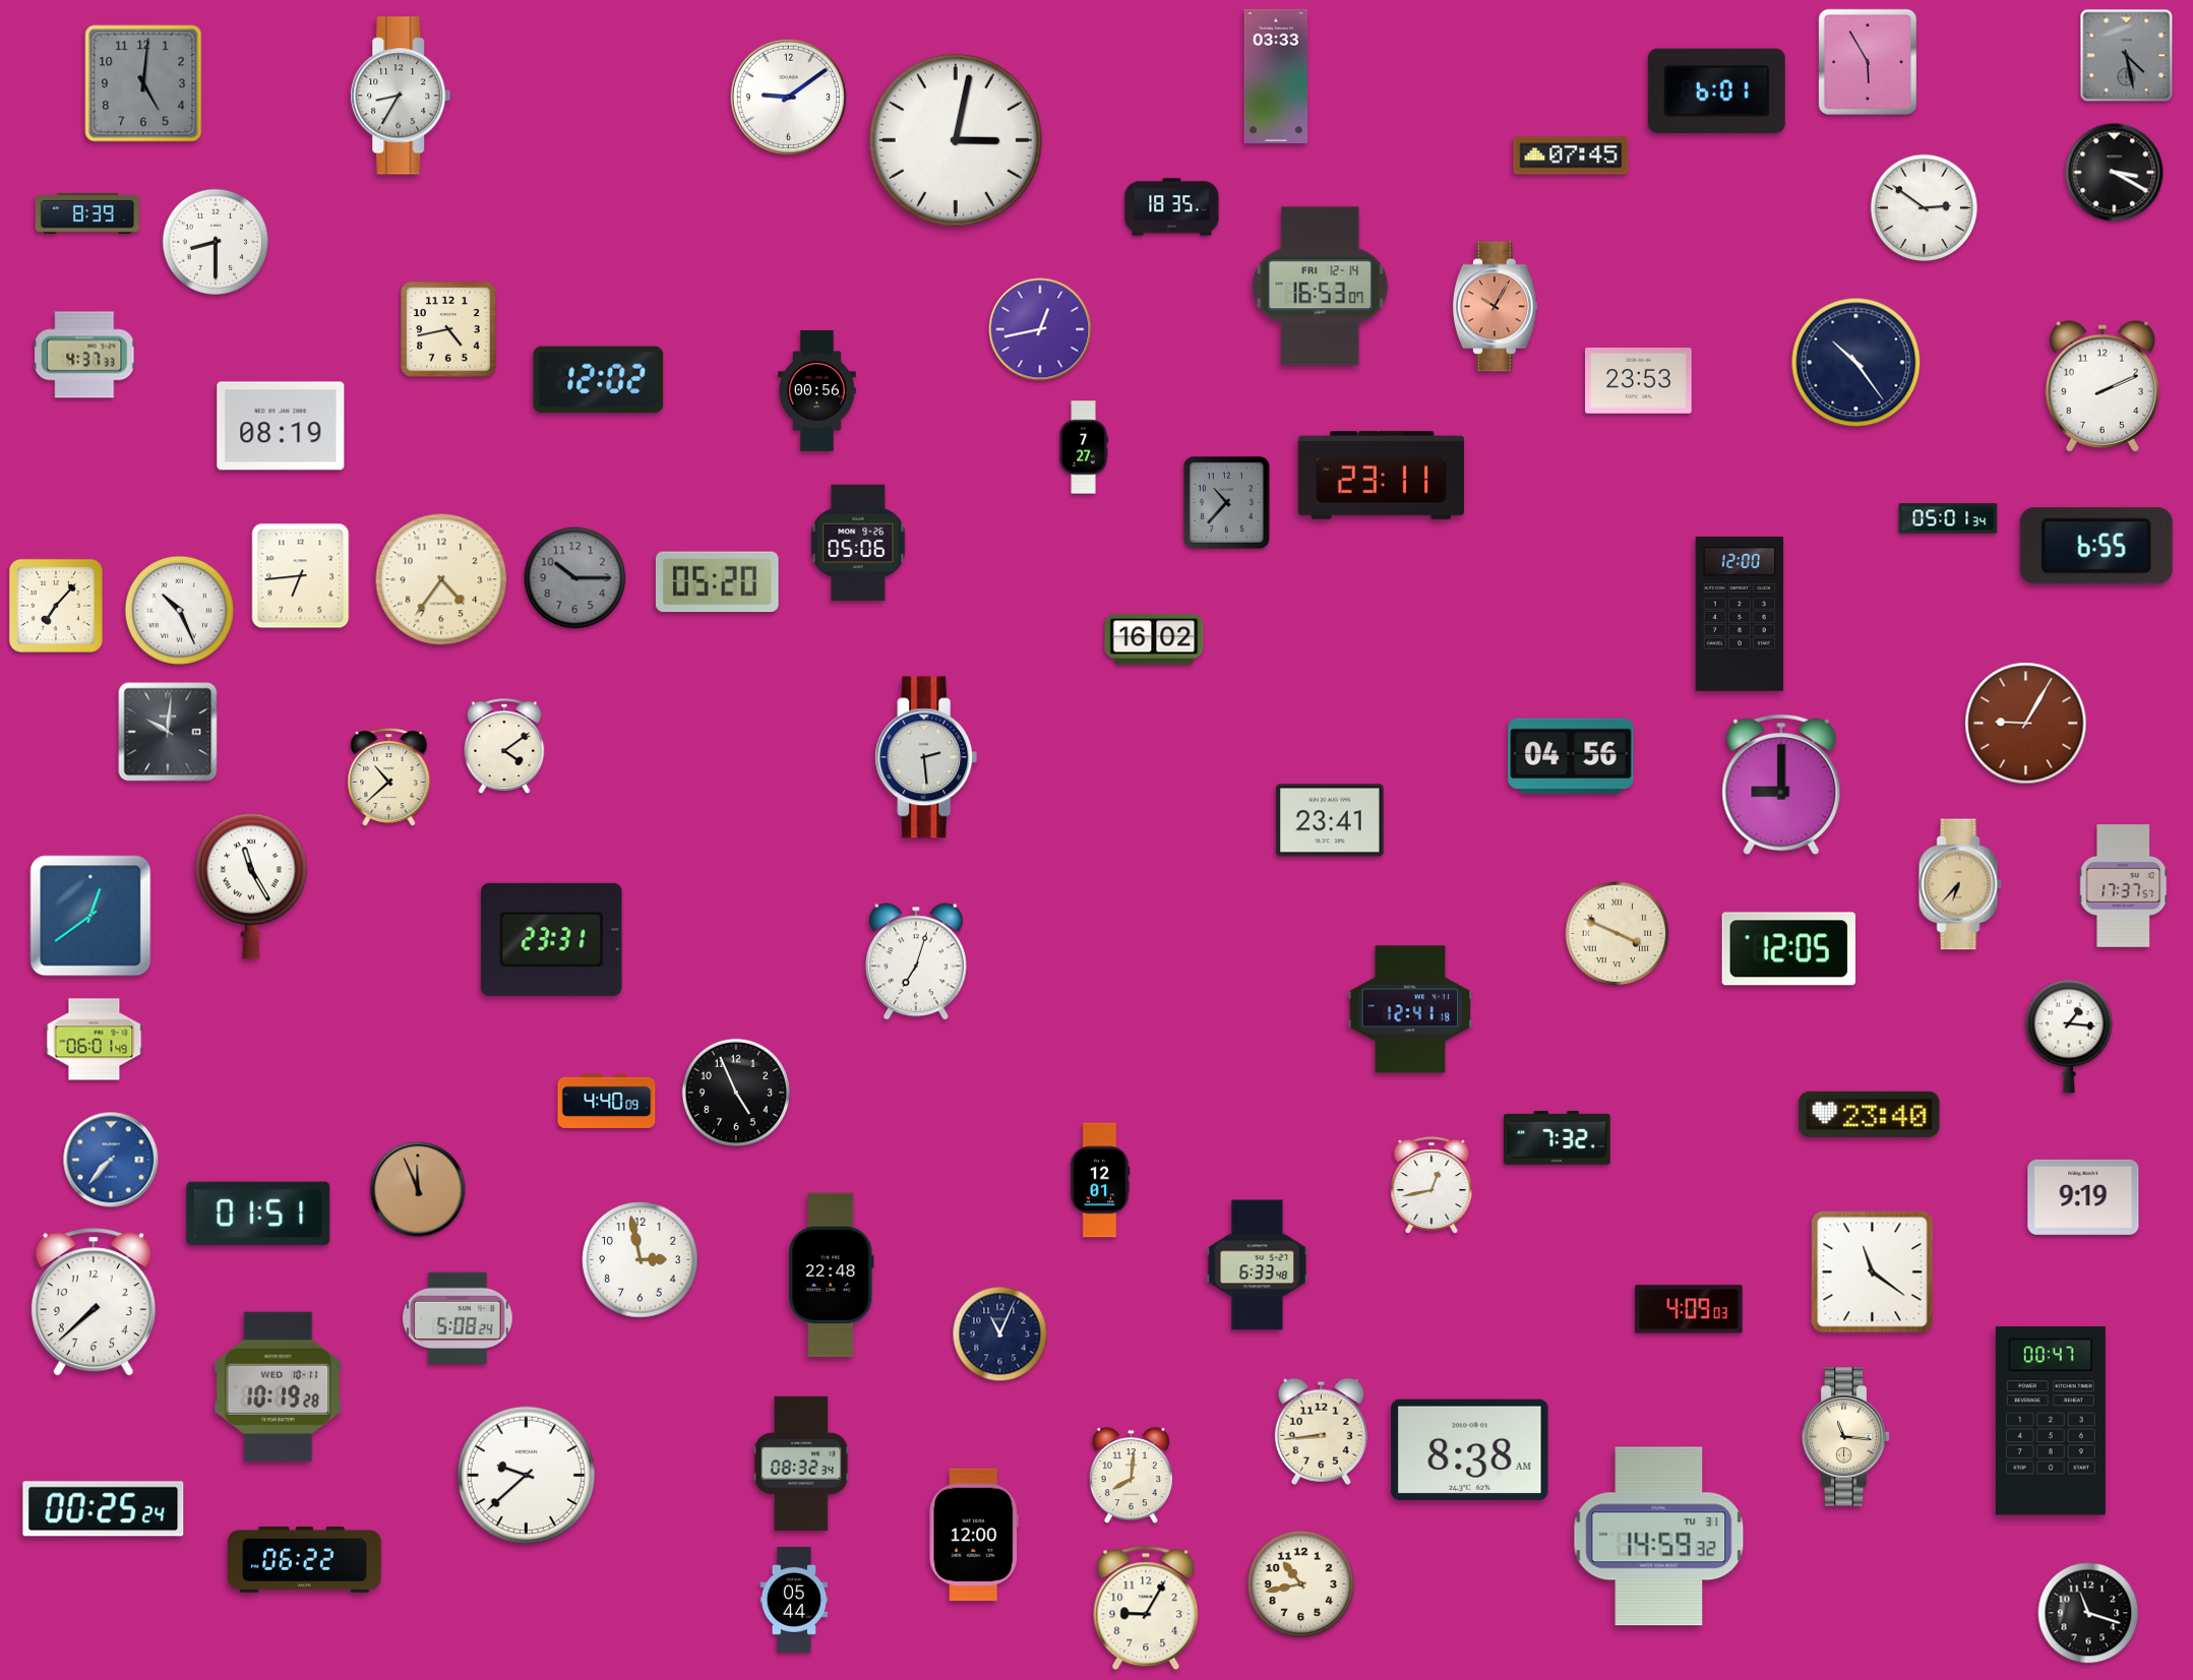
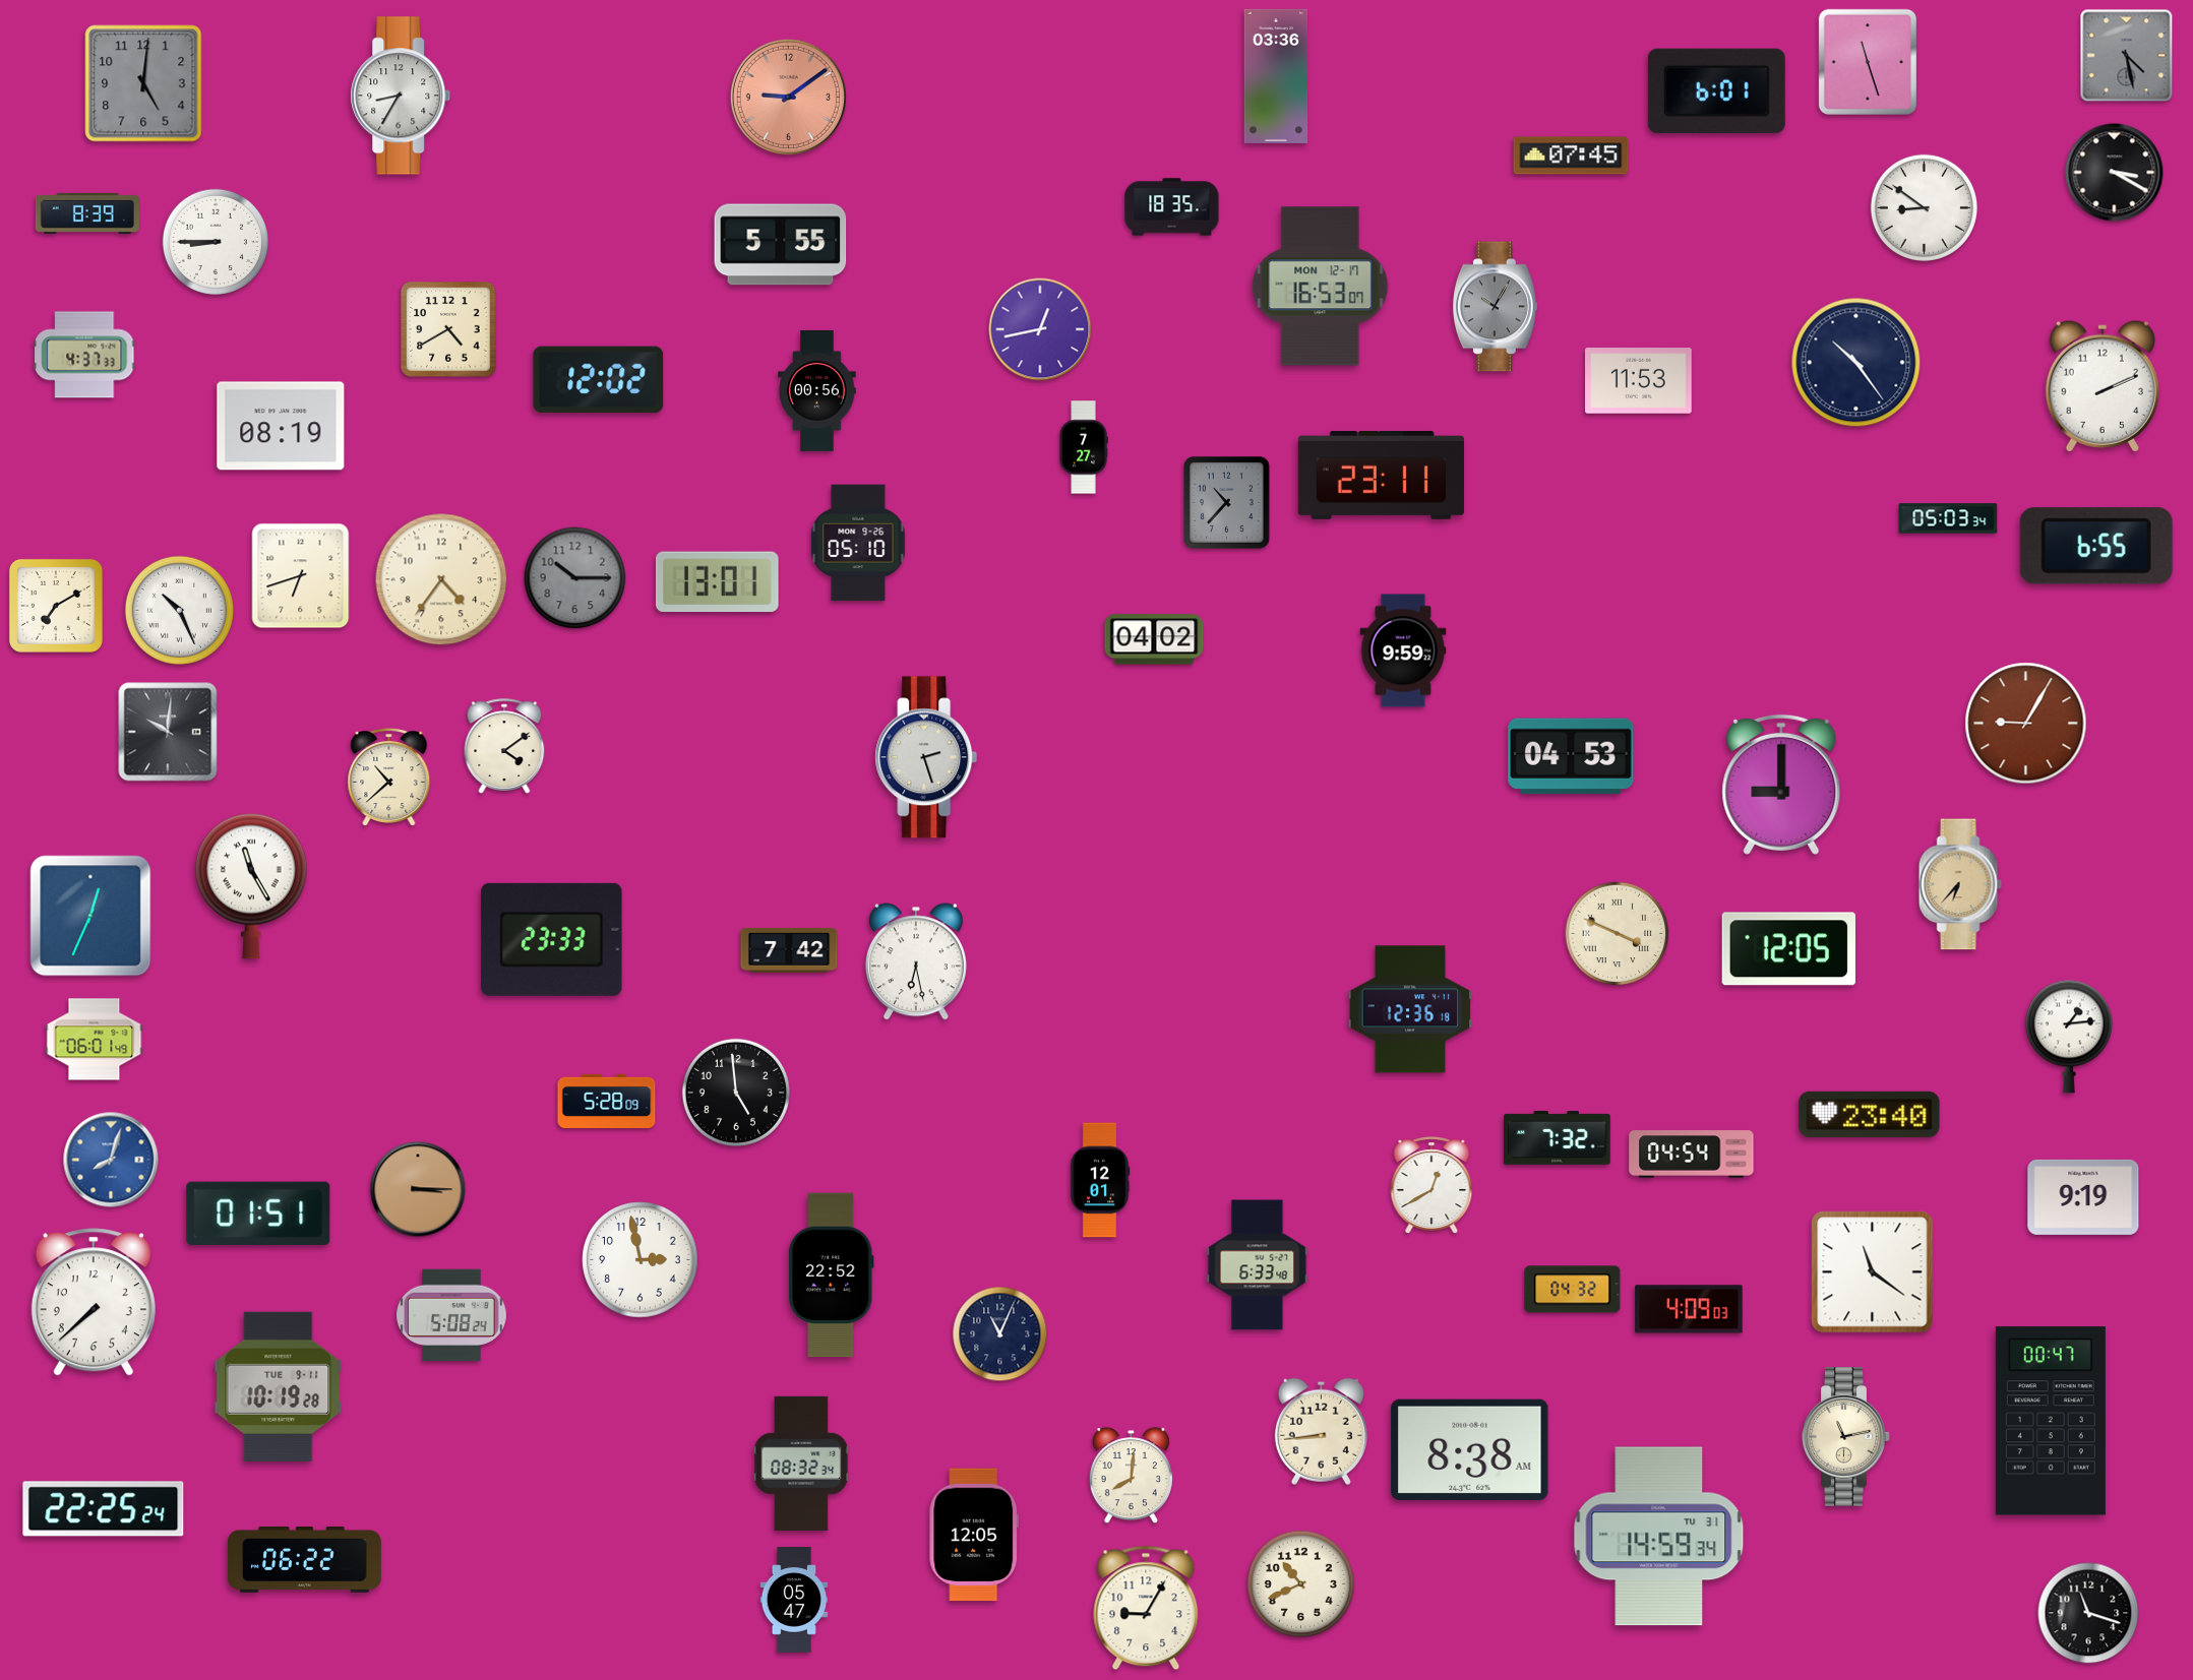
clock at (1868, 62): 5:55 -> 11:27
clock at (1276, 76): 03:33 -> 03:36
clock at (788, 97) dial: white -> salmon
clock at (956, 140): 3:02 -> none
clock at (1924, 207): 2:51 -> 8:51
clock at (215, 241): 8:30 -> 8:45
clock at (781, 245): none -> 5:55
clock at (1321, 287) date: FRI 12-14 -> MON 12-17
clock at (1495, 307) dial: salmon -> grey
clock at (448, 329): 4:43 -> 4:40
clock at (1639, 381): 23:53 -> 11:53
clock at (1948, 518): 05:01 -> 05:03
clock at (858, 543): 05:06 -> 05:10
clock at (301, 576): 6:44 -> 6:42
clock at (717, 582): 05:20 -> 13:01
clock at (56, 606): 7:07 -> 7:10
clock at (1740, 614): 12:00 -> none
clock at (1154, 639): 16:02 -> 04:02
clock at (1403, 650): none -> 9:59
clock at (1571, 756): 04:56 -> 04:53
clock at (926, 757): 2:29 -> 2:27
clock at (1330, 820): 23:41 -> none
clock at (2124, 886): 17:37 -> none
clock at (90, 916): 12:39 -> 12:34
clock at (552, 939): 23:31 -> 23:33
clock at (789, 950): none -> 7:42
clock at (916, 961): 7:03 -> 6:28
clock at (1410, 1009): 12:41 -> 12:36
clock at (2069, 1037): 1:16 -> 1:14
clock at (736, 1093): 4:56 -> 4:59
clock at (607, 1101): 4:40 -> 5:28
clock at (1692, 1155): none -> 04:54
clock at (111, 1160): 7:37 -> 8:03
clock at (1431, 1185): 12:43 -> 12:40
clock at (418, 1189): 11:56 -> 3:15
clock at (832, 1275): 22:48 -> 22:52
clock at (1573, 1290): none -> 04:32
clock at (458, 1318) position: (458, 1318) -> (451, 1315)
clock at (279, 1386) date: WED 10-11 -> TUE 9-11
clock at (1846, 1437): 11:16 -> 11:13
clock at (526, 1475): 9:38 -> none
clock at (104, 1509): 00:25 -> 22:25
clock at (974, 1535): 12:00 -> 12:05
clock at (1659, 1537): 14:59:32 -> 14:59:34
clock at (1300, 1583): 10:43 -> 10:41
clock at (794, 1600): 05:44 -> 05:47
